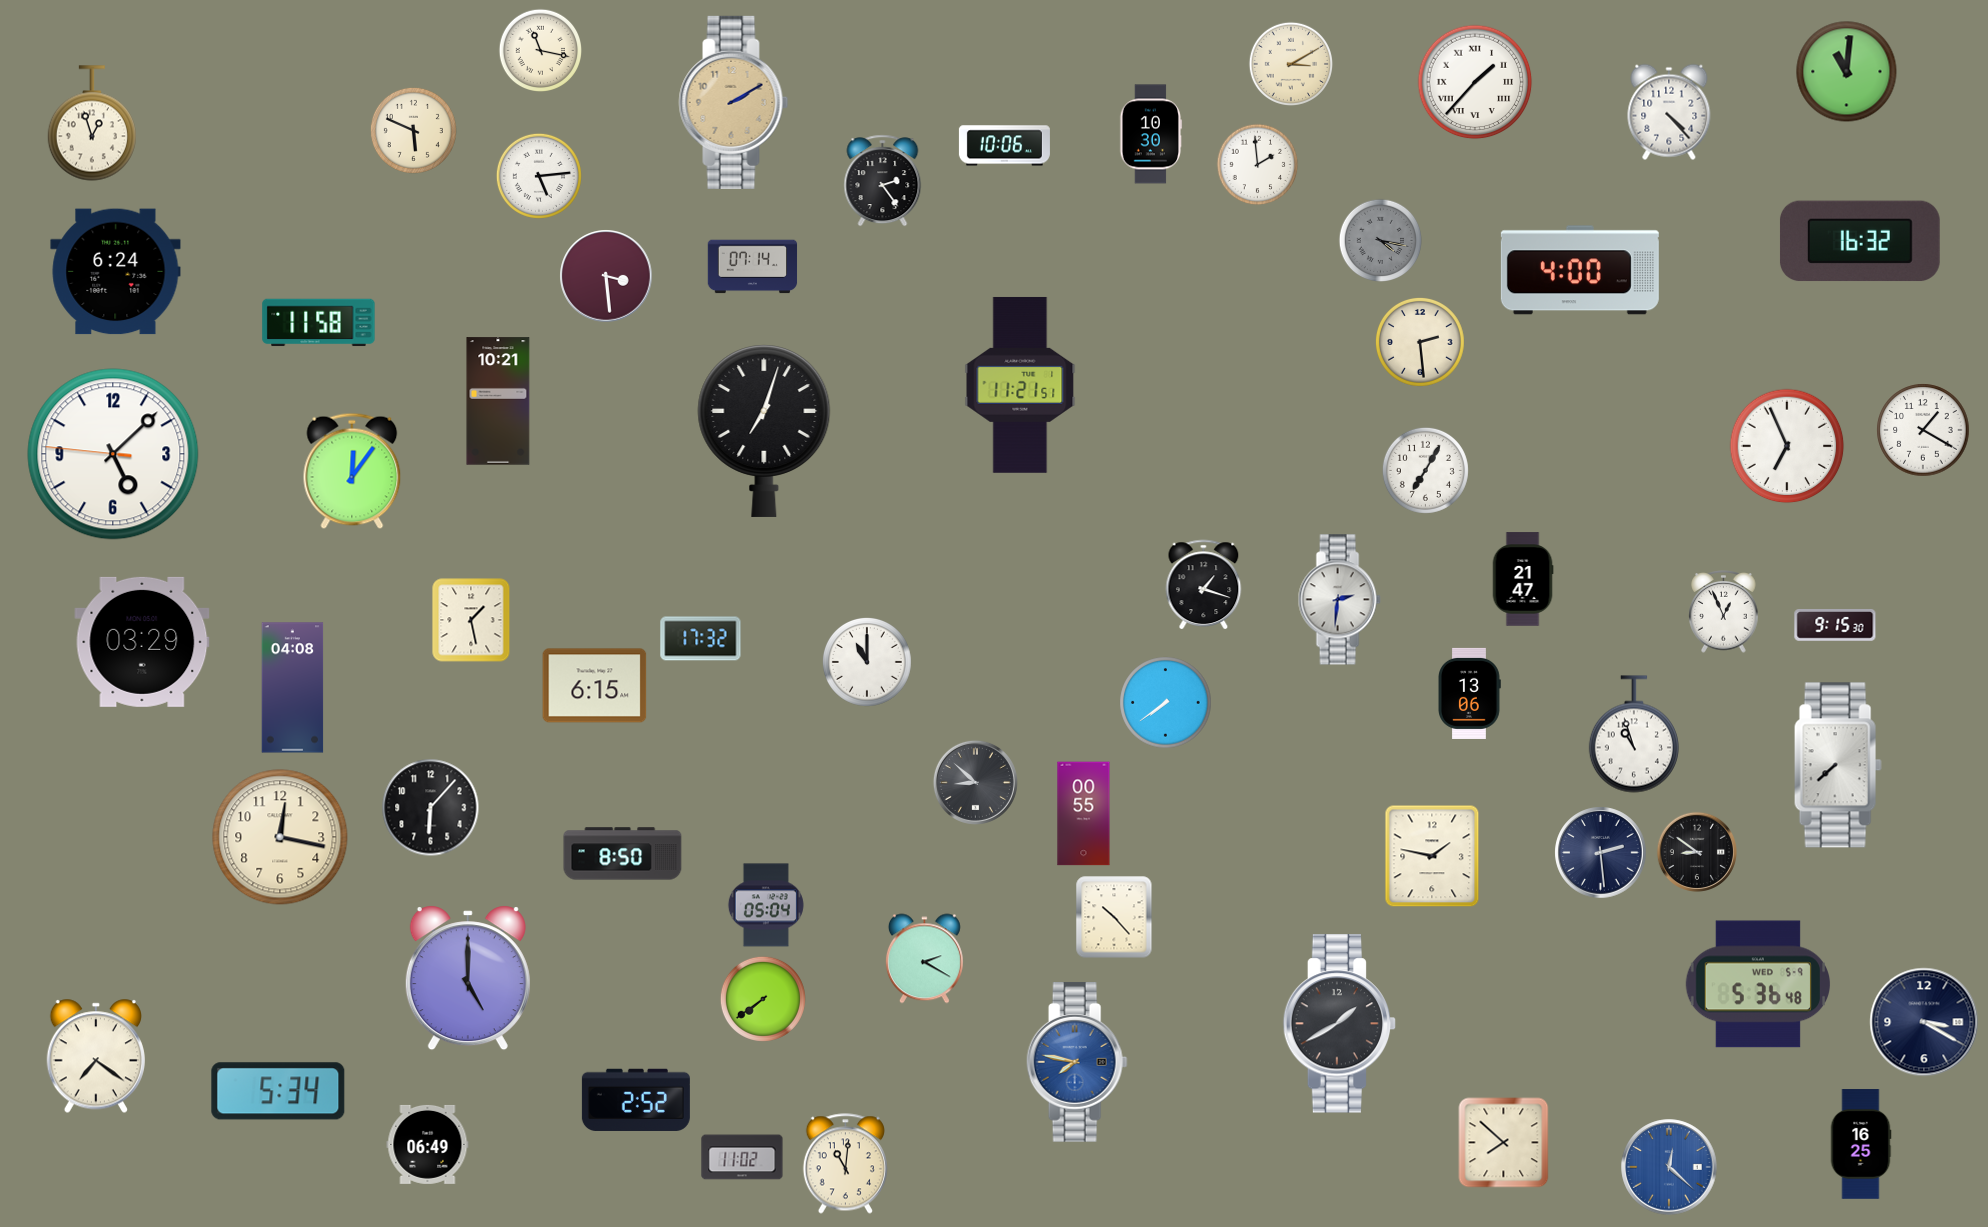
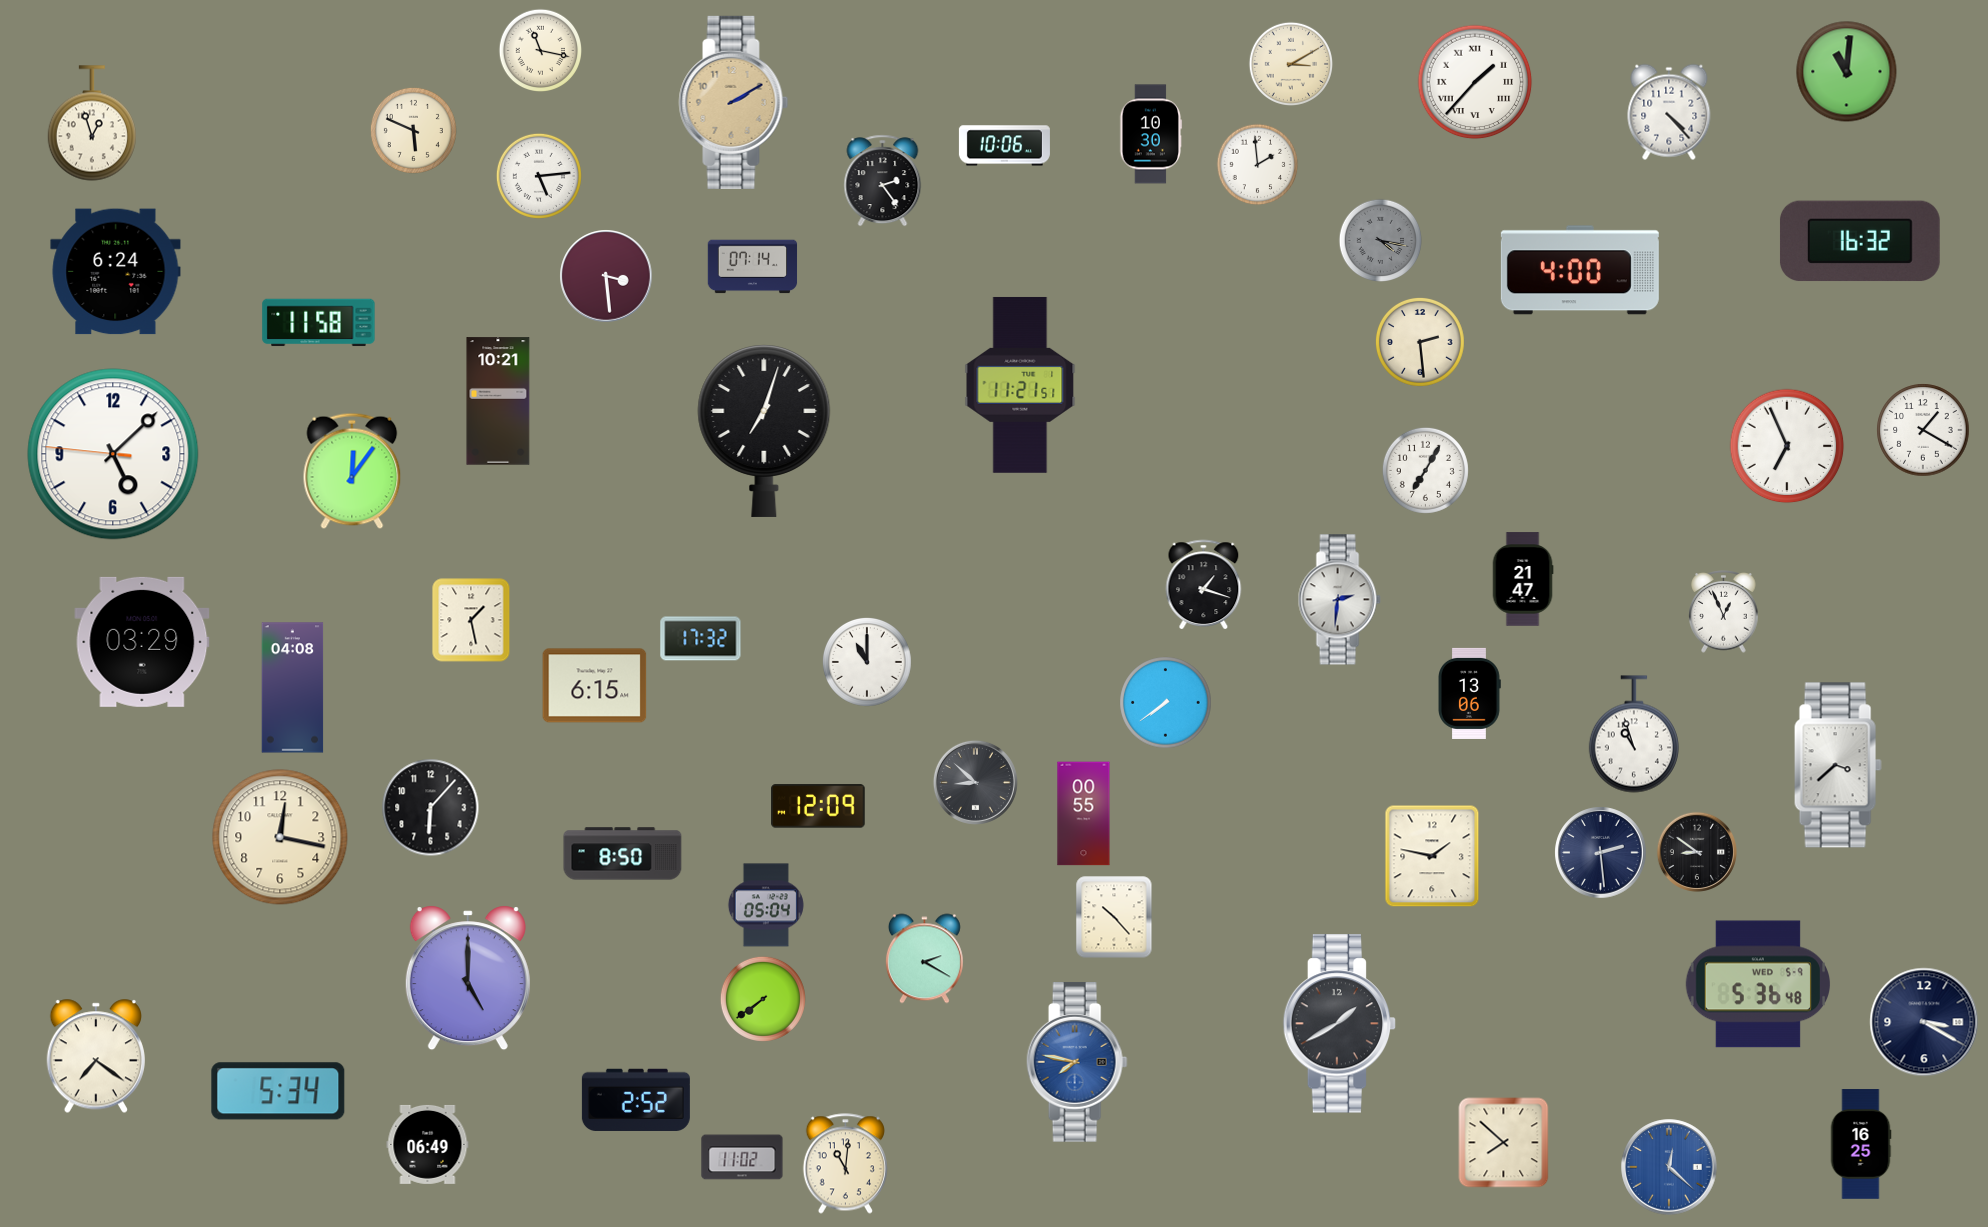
clock at (1835, 626): 9:15 -> none
clock at (1838, 765): 7:38 -> 3:38
clock at (818, 806): none -> 12:09
